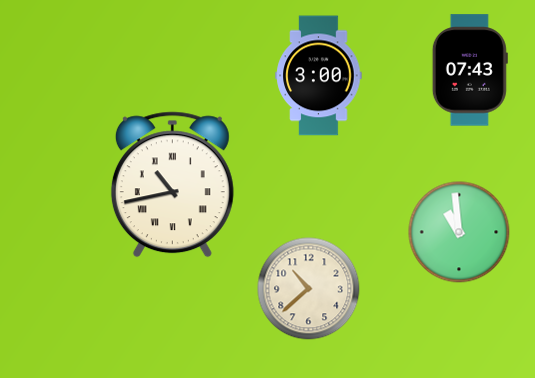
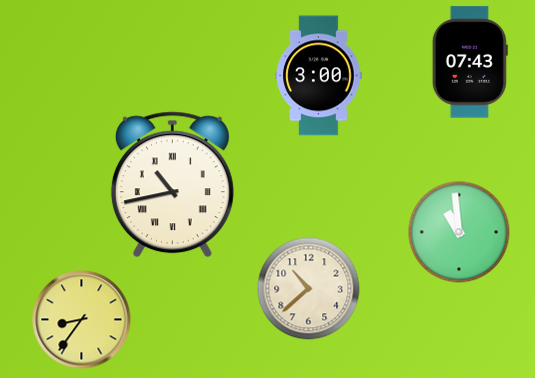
clock at (470, 70) position: (470, 70) -> (470, 62)
clock at (82, 320): none -> 8:36
